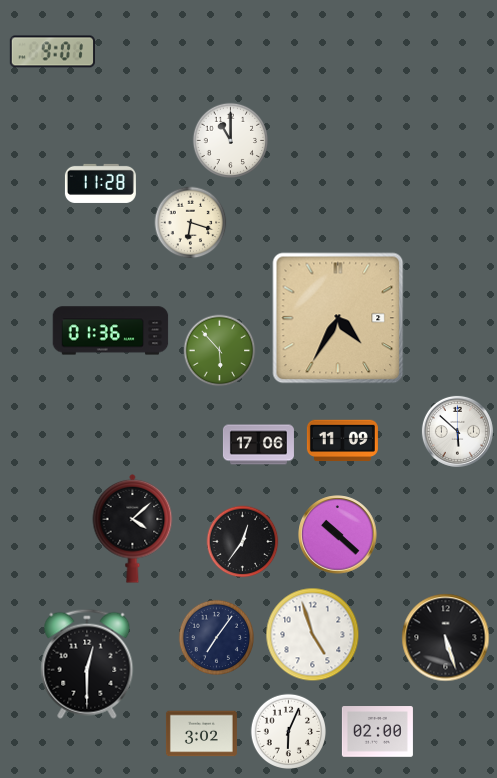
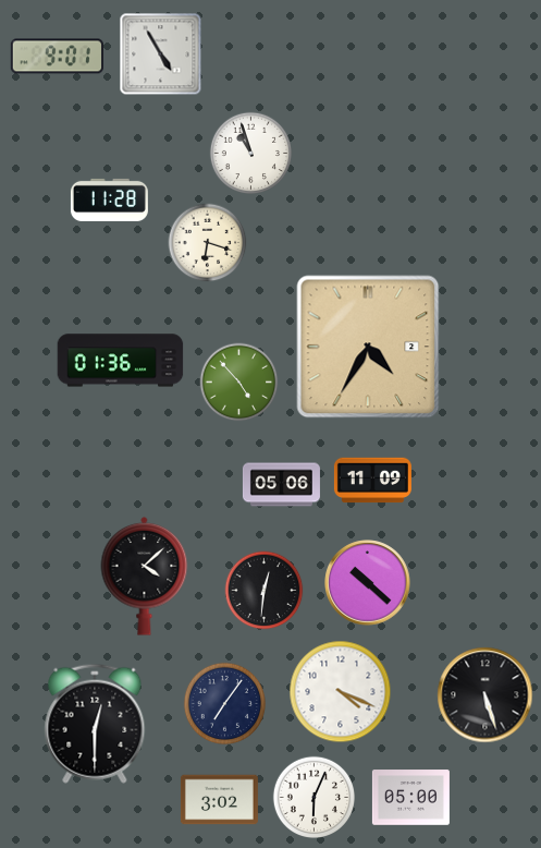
clock at (161, 54): none -> 4:55
clock at (230, 140): 11:00 -> 10:57
clock at (220, 351): 5:53 -> 4:53
clock at (457, 431): 5:52 -> none
clock at (258, 445): 17:06 -> 05:06
clock at (243, 542): 12:36 -> 12:31
clock at (313, 635): 4:57 -> 4:19
clock at (216, 637) position: (216, 637) -> (224, 703)
clock at (377, 732): 02:00 -> 05:00
